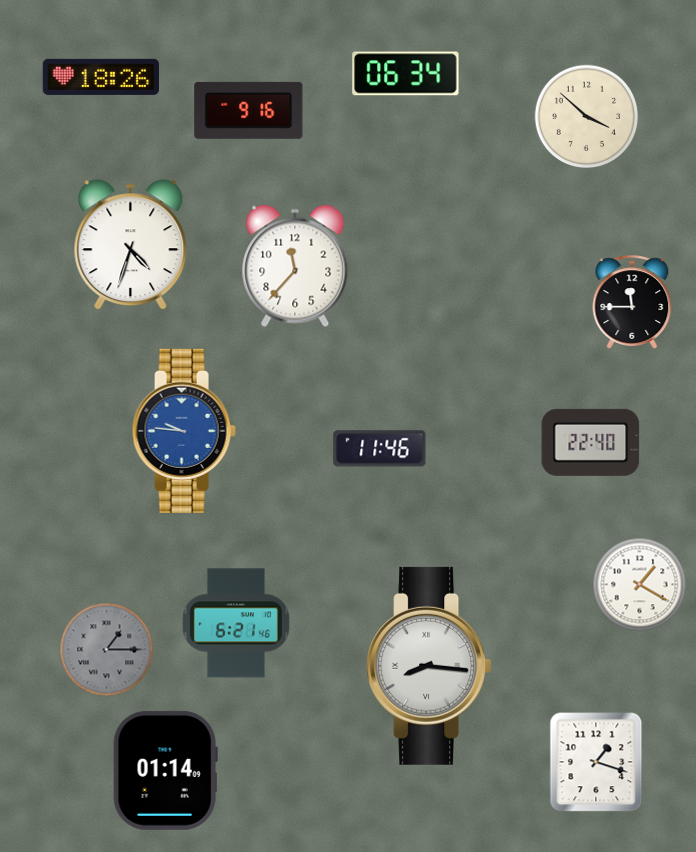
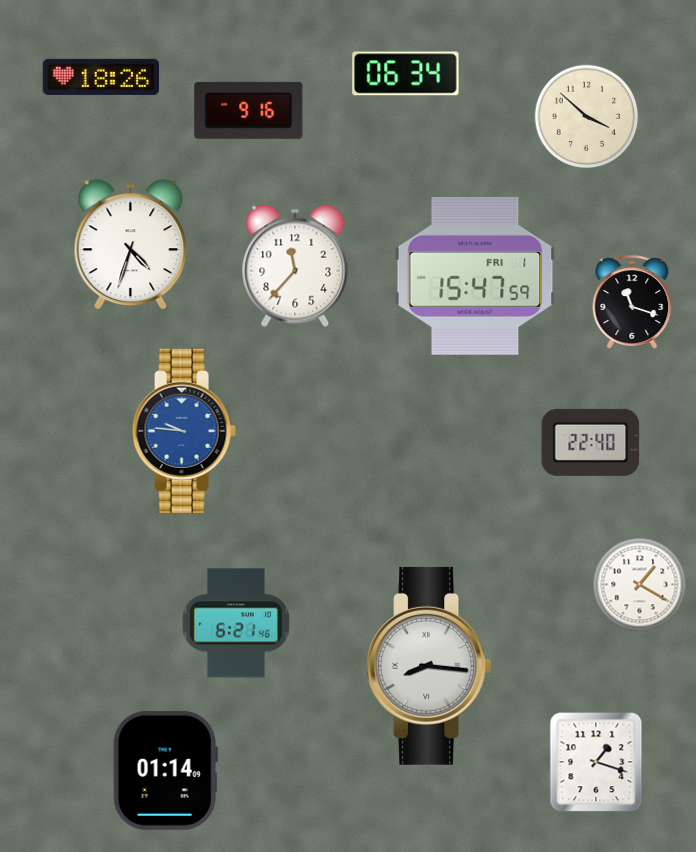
clock at (475, 276): none -> 15:47
clock at (632, 302): 11:45 -> 11:18
clock at (380, 449): 11:46 -> none
clock at (107, 650): 1:15 -> none
